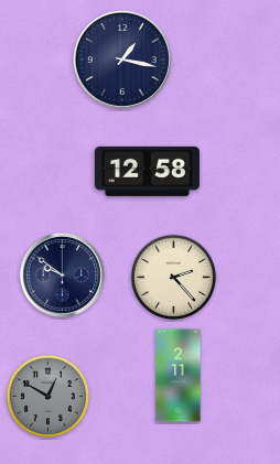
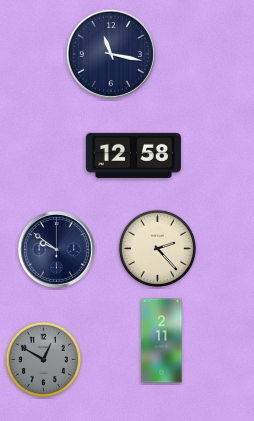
clock at (122, 60): 1:17 -> 11:17
clock at (173, 277) position: (173, 277) -> (157, 248)
